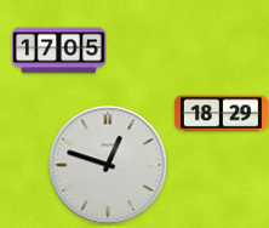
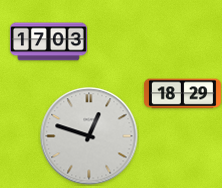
clock at (58, 51): 17:05 -> 17:03
